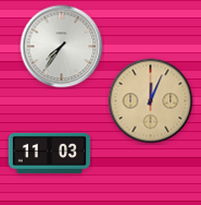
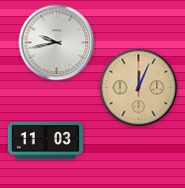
clock at (62, 47): 7:36 -> 9:43
clock at (151, 101) position: (151, 101) -> (139, 88)
